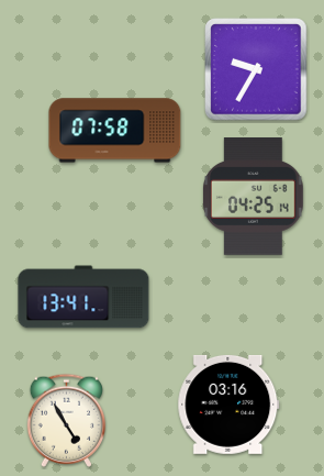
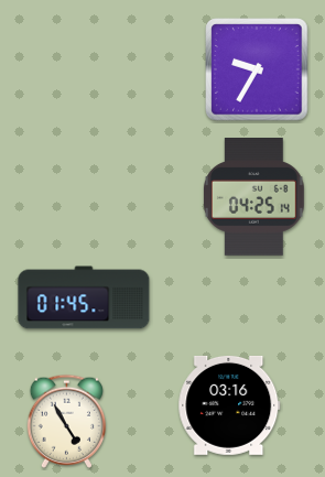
clock at (115, 131): 07:58 -> none
clock at (83, 297): 13:41 -> 01:45
